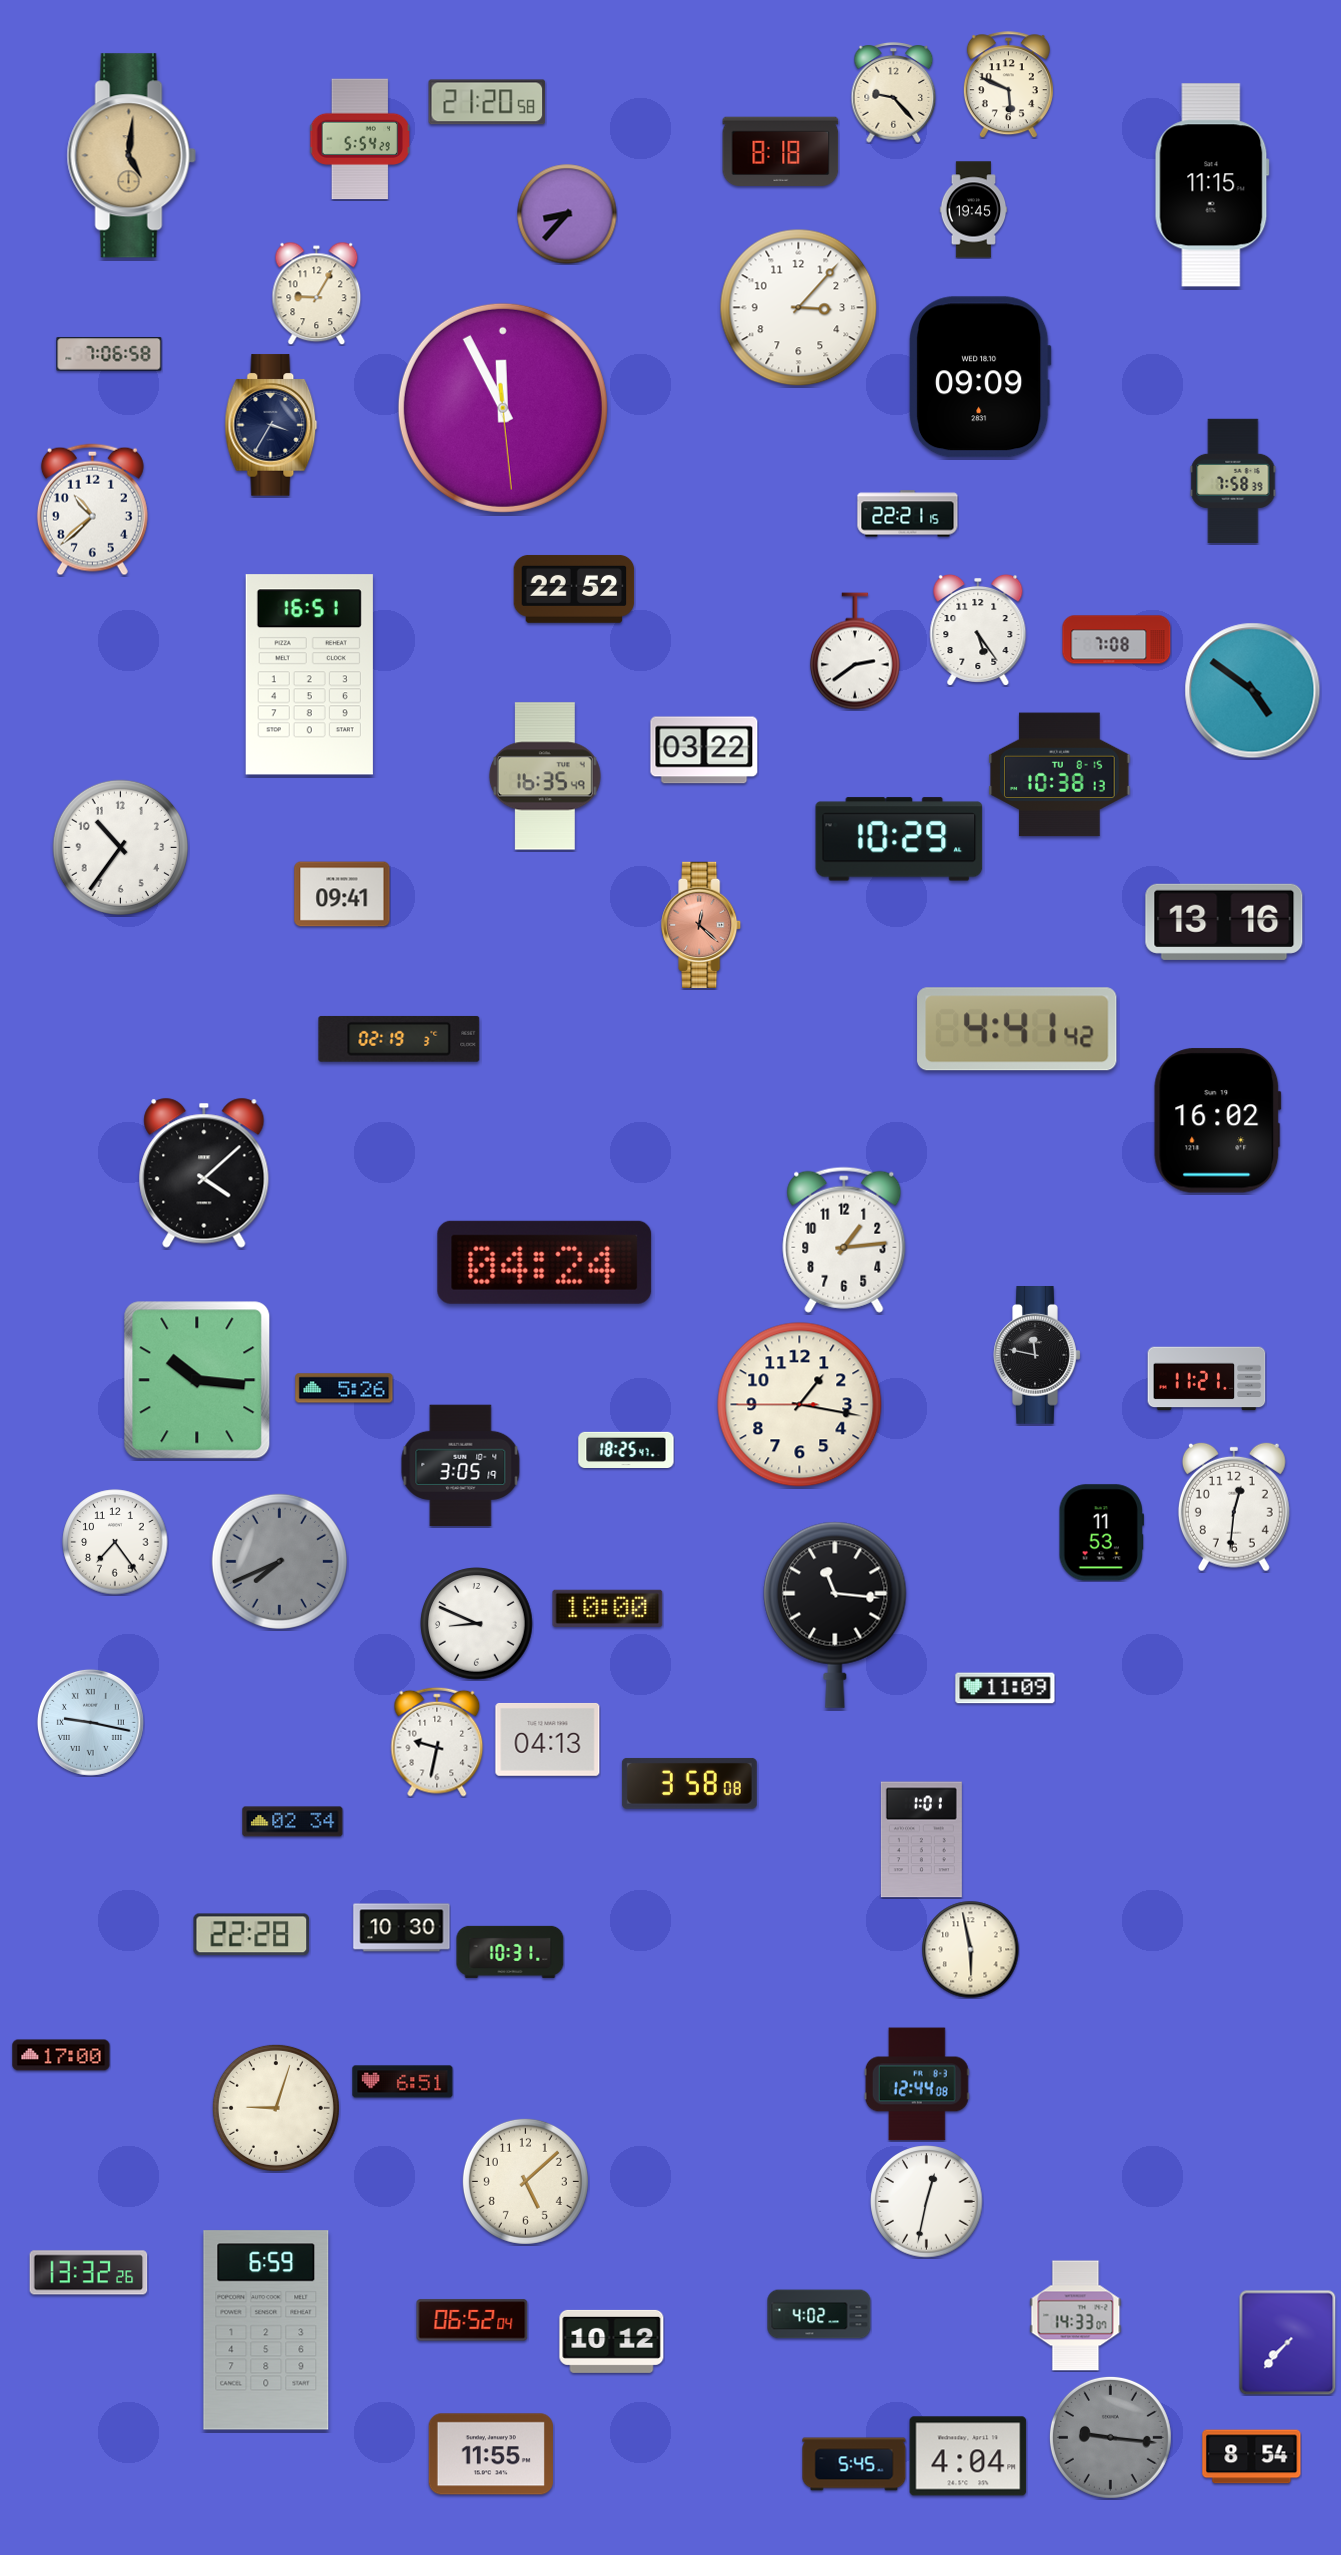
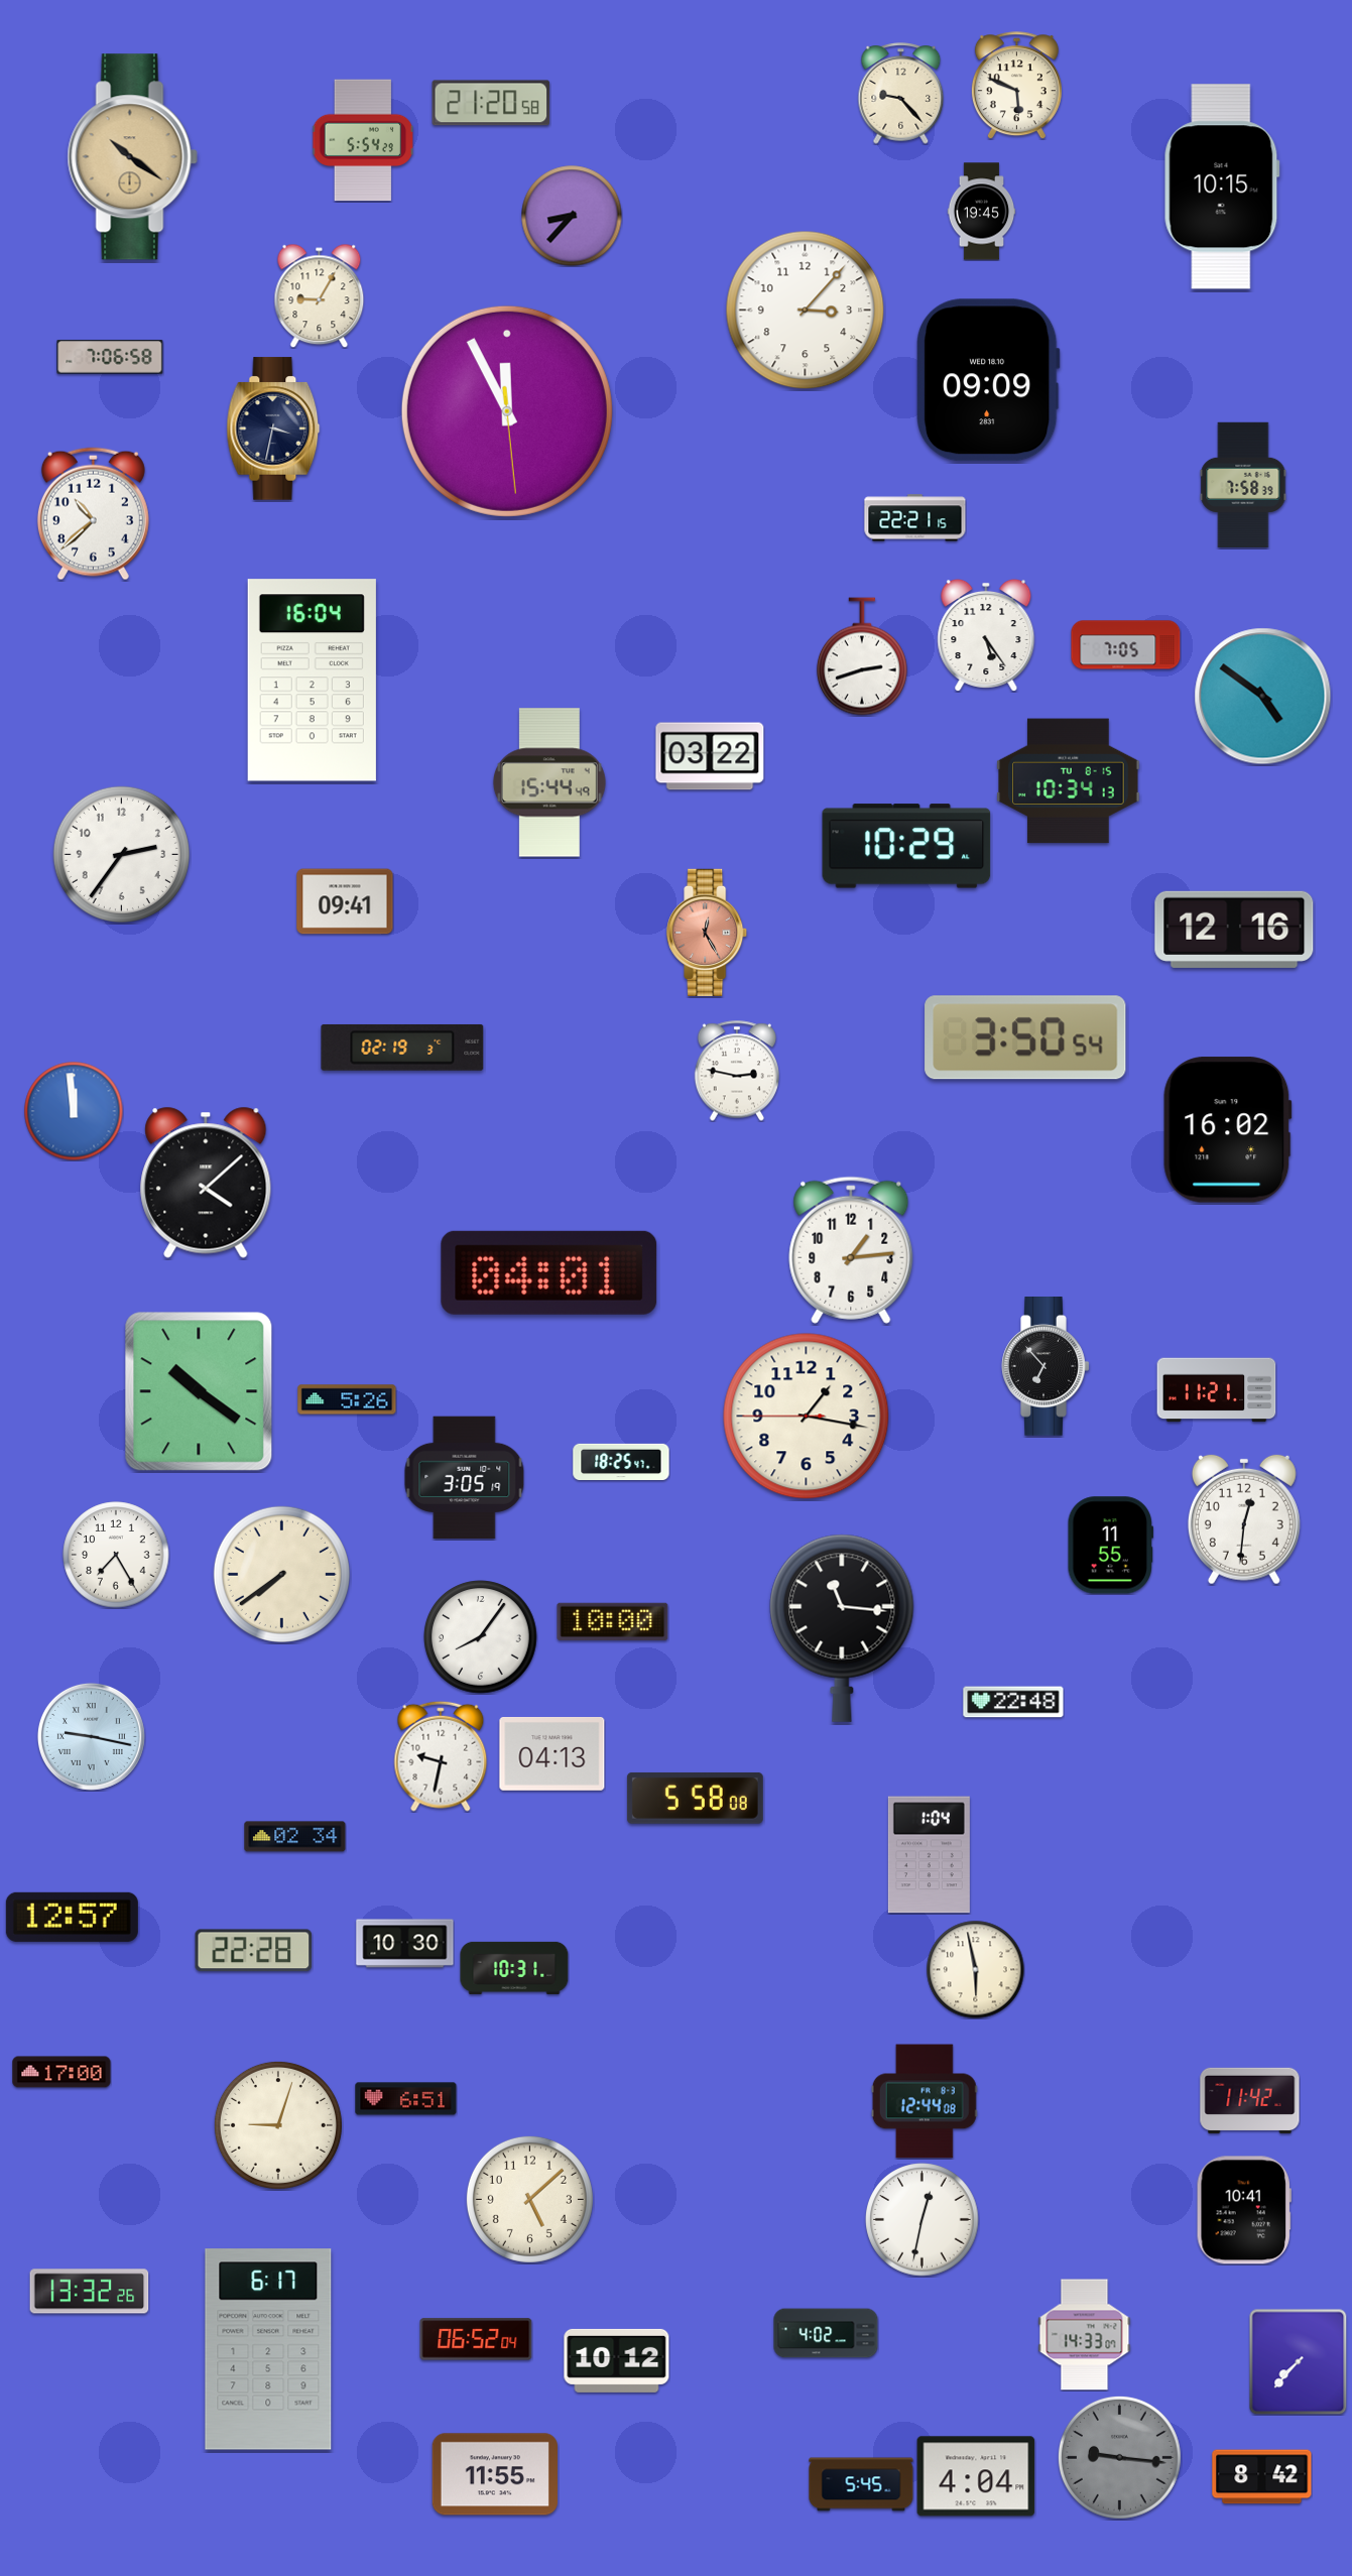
clock at (781, 152): 8:18 -> none
clock at (131, 156): 5:01 -> 10:21
clock at (1212, 185): 11:15 -> 10:15
clock at (271, 425): 3:35 -> 3:32
clock at (574, 589): 22:52 -> none
clock at (1117, 640): 7:08 -> 7:05
clock at (855, 651): 2:39 -> 2:42
clock at (309, 675): 16:51 -> 16:04
clock at (1060, 775): 10:38 -> 10:34
clock at (545, 776): 16:35 -> 15:44
clock at (120, 847): 10:36 -> 2:36
clock at (1224, 922): 13:16 -> 12:16
clock at (702, 925): 12:22 -> 12:25
clock at (1017, 1029): 4:41 -> 3:50
clock at (736, 1071): none -> 2:47
clock at (74, 1111): none -> 11:59
clock at (545, 1262): 04:24 -> 04:01
clock at (1037, 1356): 11:47 -> 6:53
clock at (197, 1380): 10:16 -> 10:21
clock at (626, 1449) position: (626, 1449) -> (621, 1461)
clock at (1102, 1533): 11:53 -> 11:55
clock at (115, 1542): 7:24 -> 7:25
clock at (279, 1561): 7:41 -> 7:39
clock at (279, 1561) dial: grey -> cream
clock at (477, 1624): 8:49 -> 8:06
clock at (1005, 1688): 11:09 -> 22:48
clock at (689, 1783): 3:58 -> 5:58
clock at (921, 1840): 1:01 -> 1:04
clock at (72, 1917): none -> 12:57
clock at (970, 1949) position: (970, 1949) -> (975, 1969)
clock at (1250, 2100): none -> 11:42
clock at (1244, 2210): none -> 10:41
clock at (927, 2202) position: (927, 2202) -> (923, 2220)
clock at (266, 2330): 6:59 -> 6:17
clock at (1252, 2457): 8:54 -> 8:42
